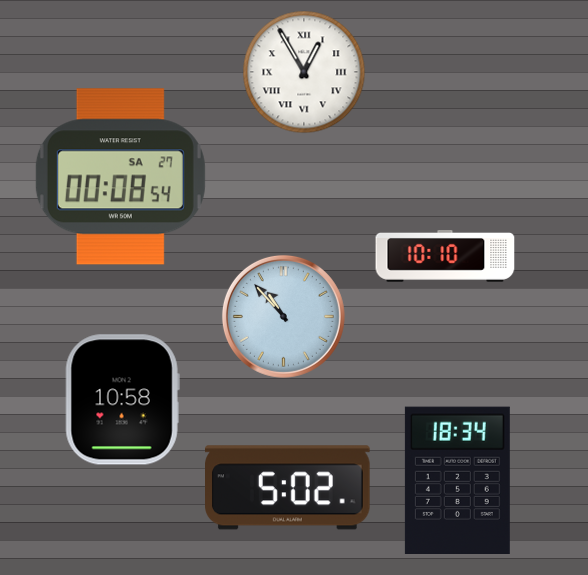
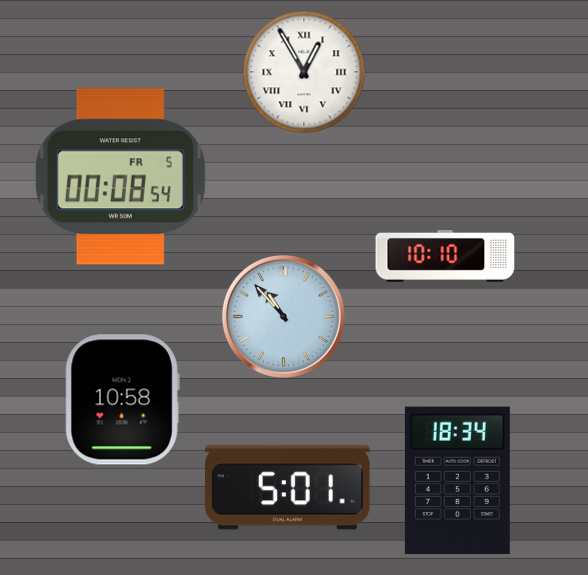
clock at (120, 177) date: SA 27 -> FR 5
clock at (288, 488): 5:02 -> 5:01
